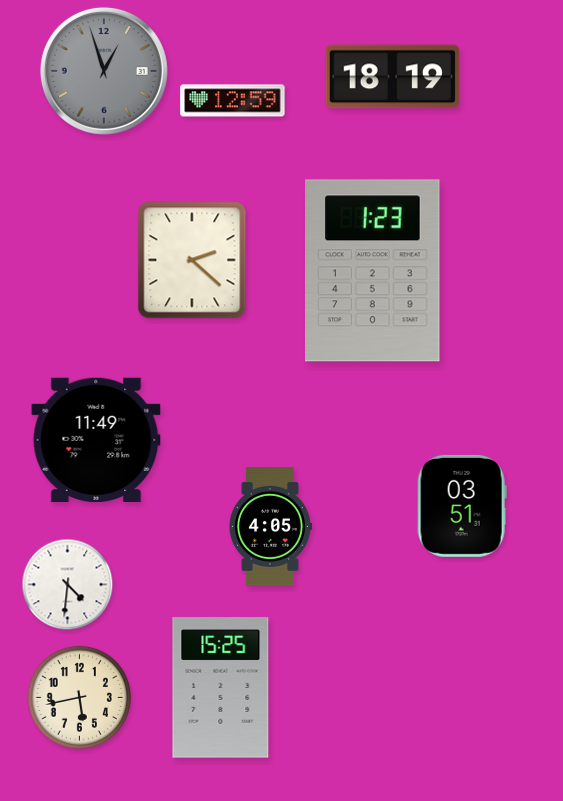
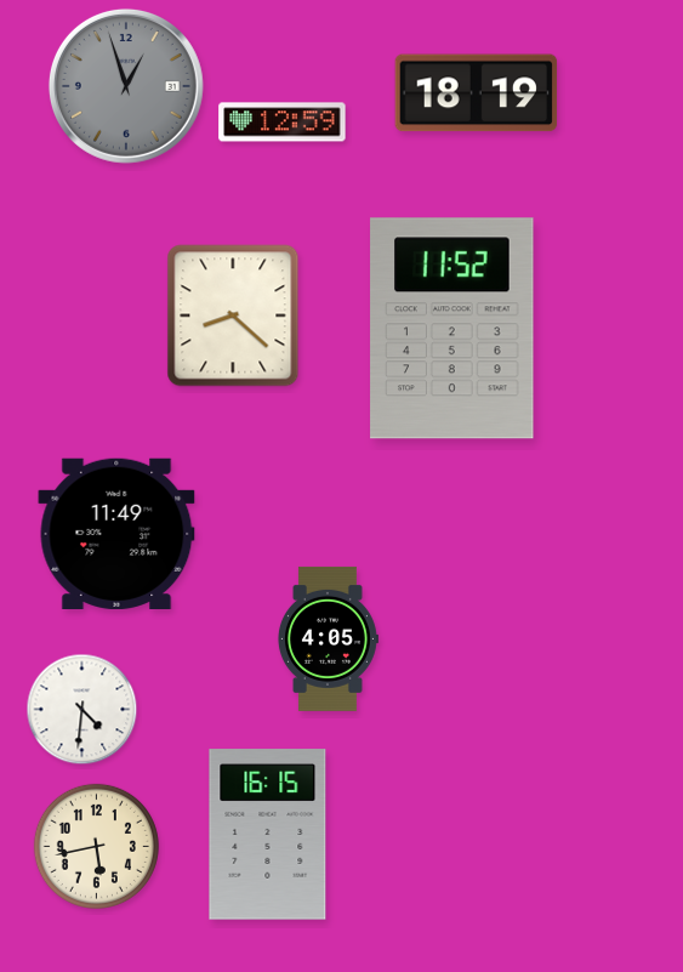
clock at (192, 260): 2:22 -> 8:22
clock at (373, 271): 1:23 -> 11:52
clock at (462, 506): 03:51 -> none
clock at (221, 688): 15:25 -> 16:15
